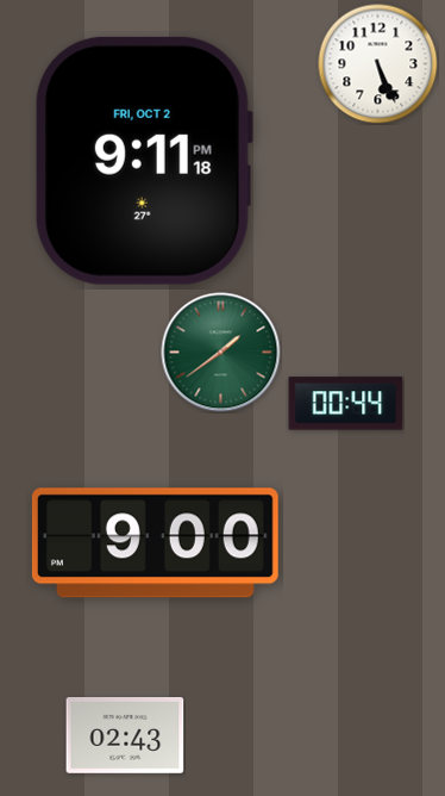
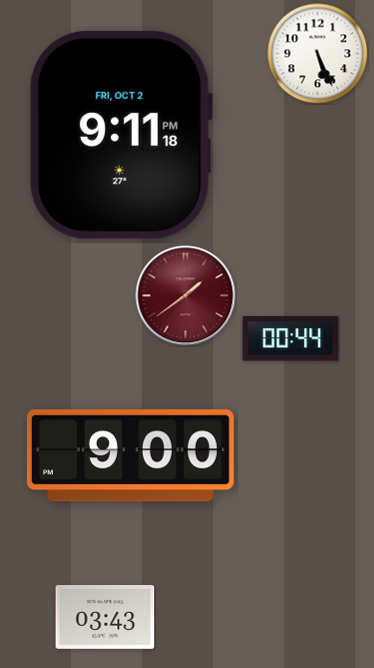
clock at (221, 353) dial: green -> burgundy
clock at (125, 736): 02:43 -> 03:43
